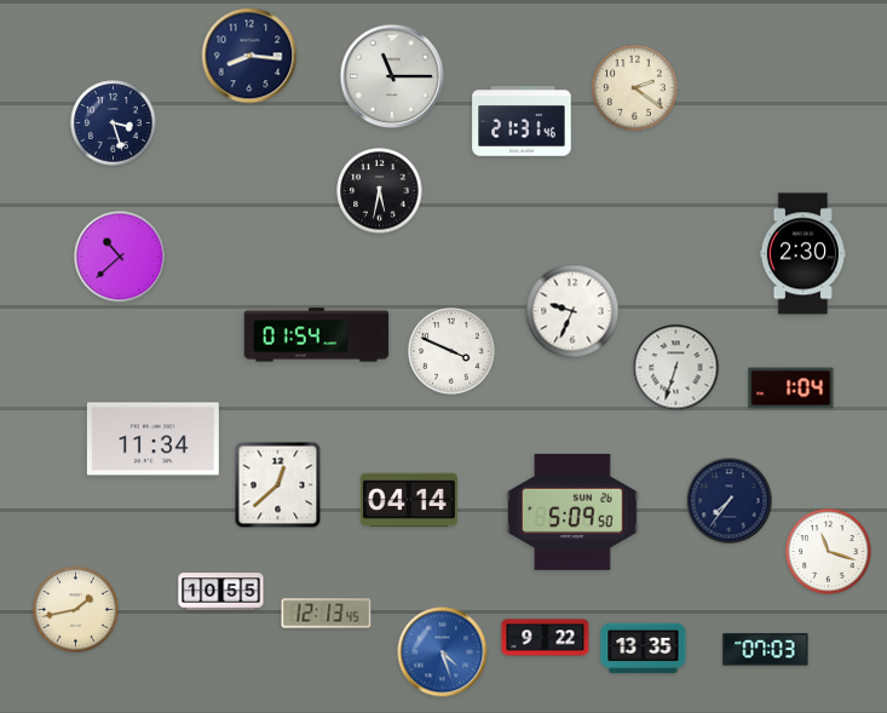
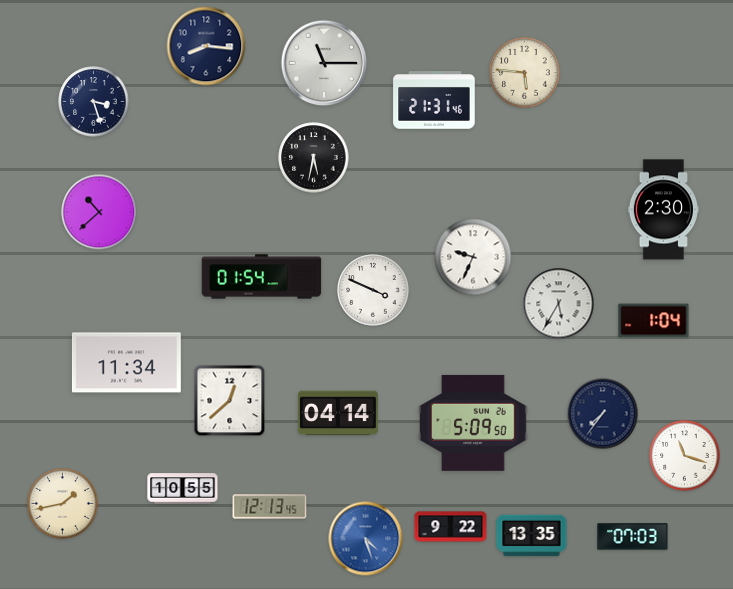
clock at (635, 88): 2:21 -> 5:46
clock at (522, 121) position: (522, 121) -> (434, 100)
clock at (676, 368): 6:33 -> 5:35
